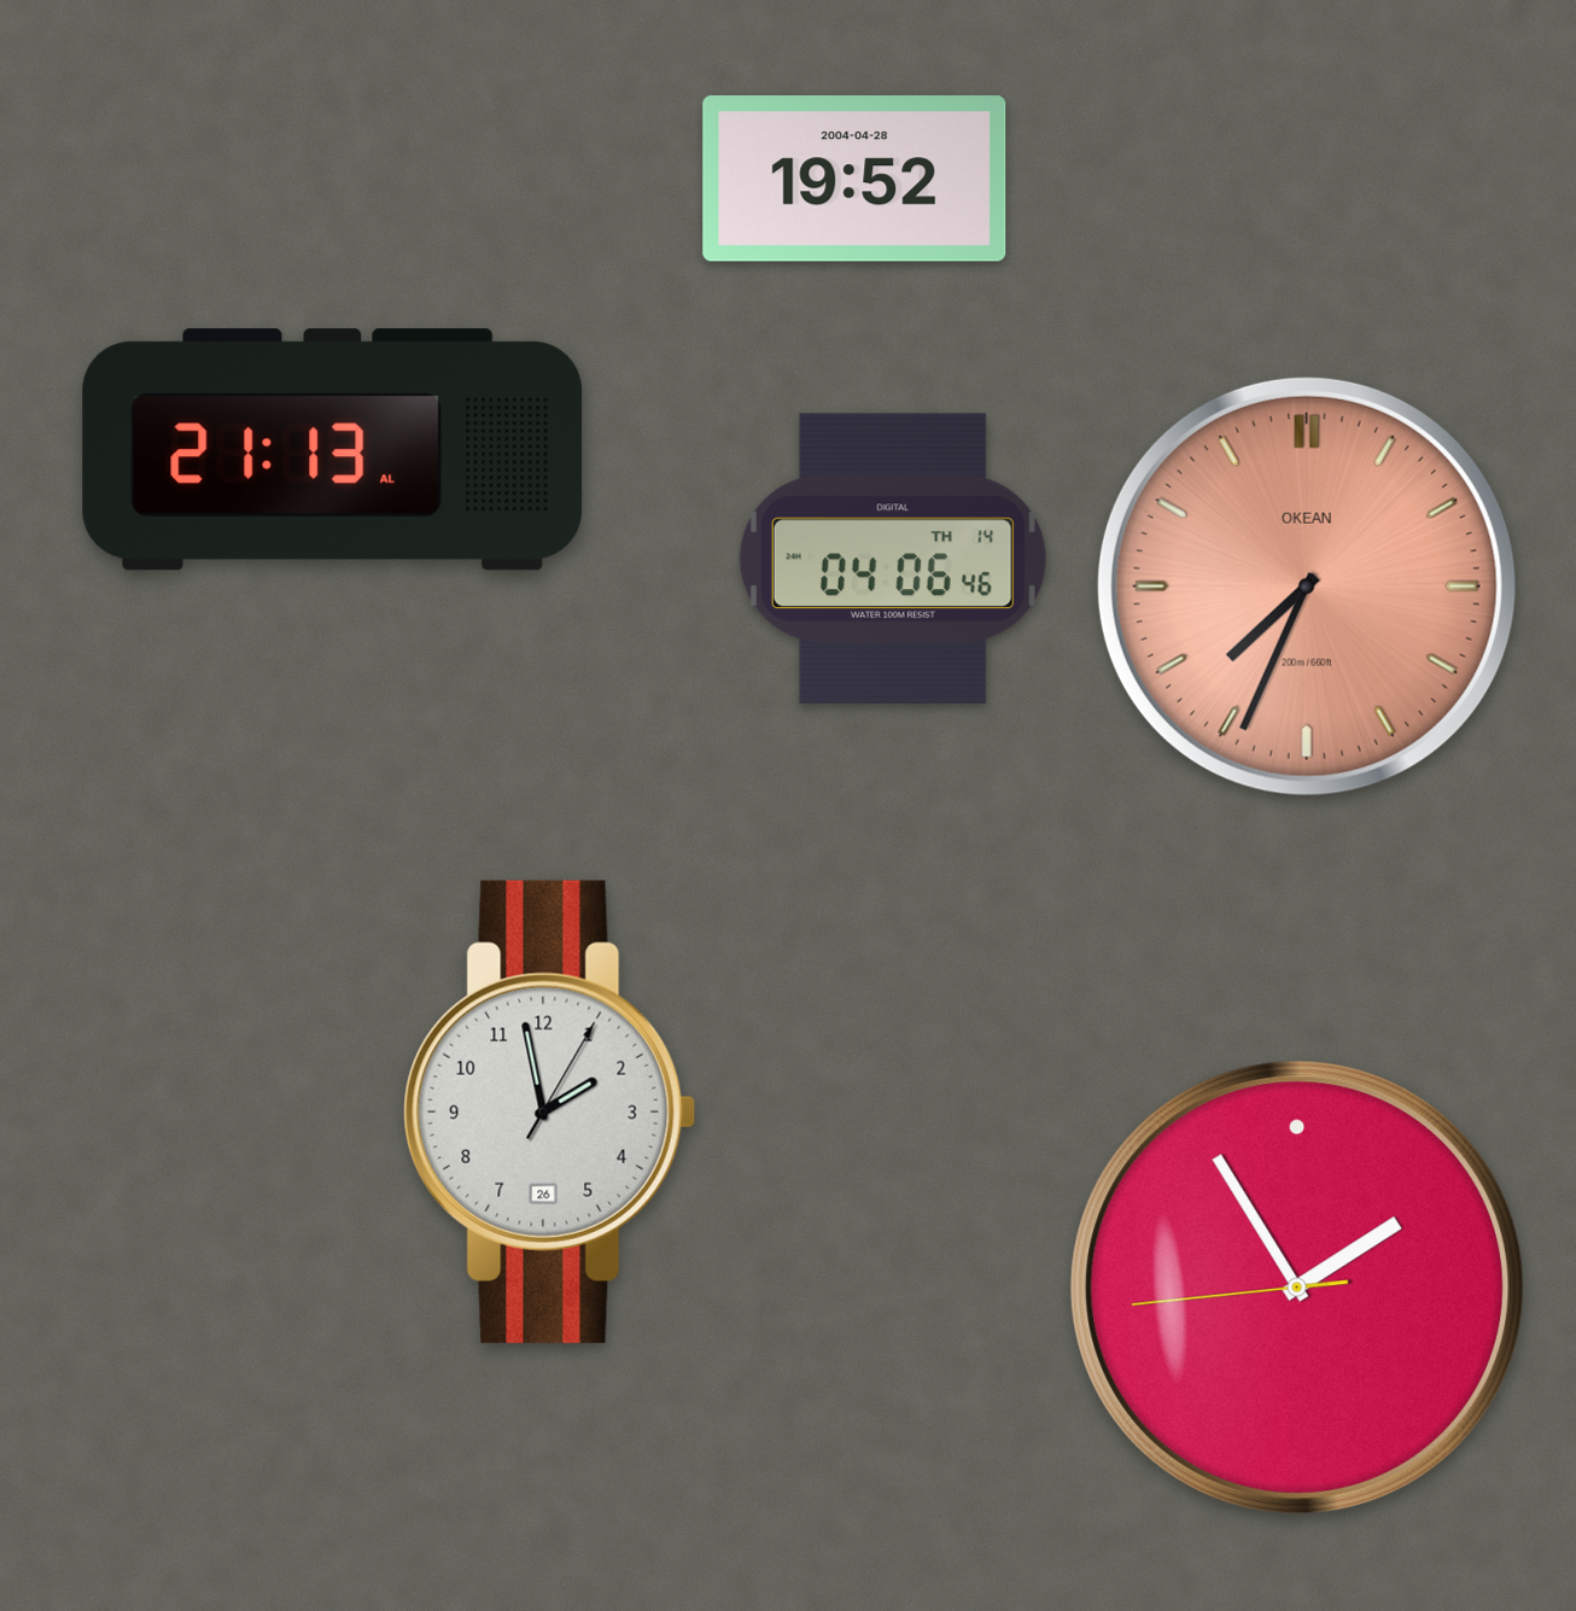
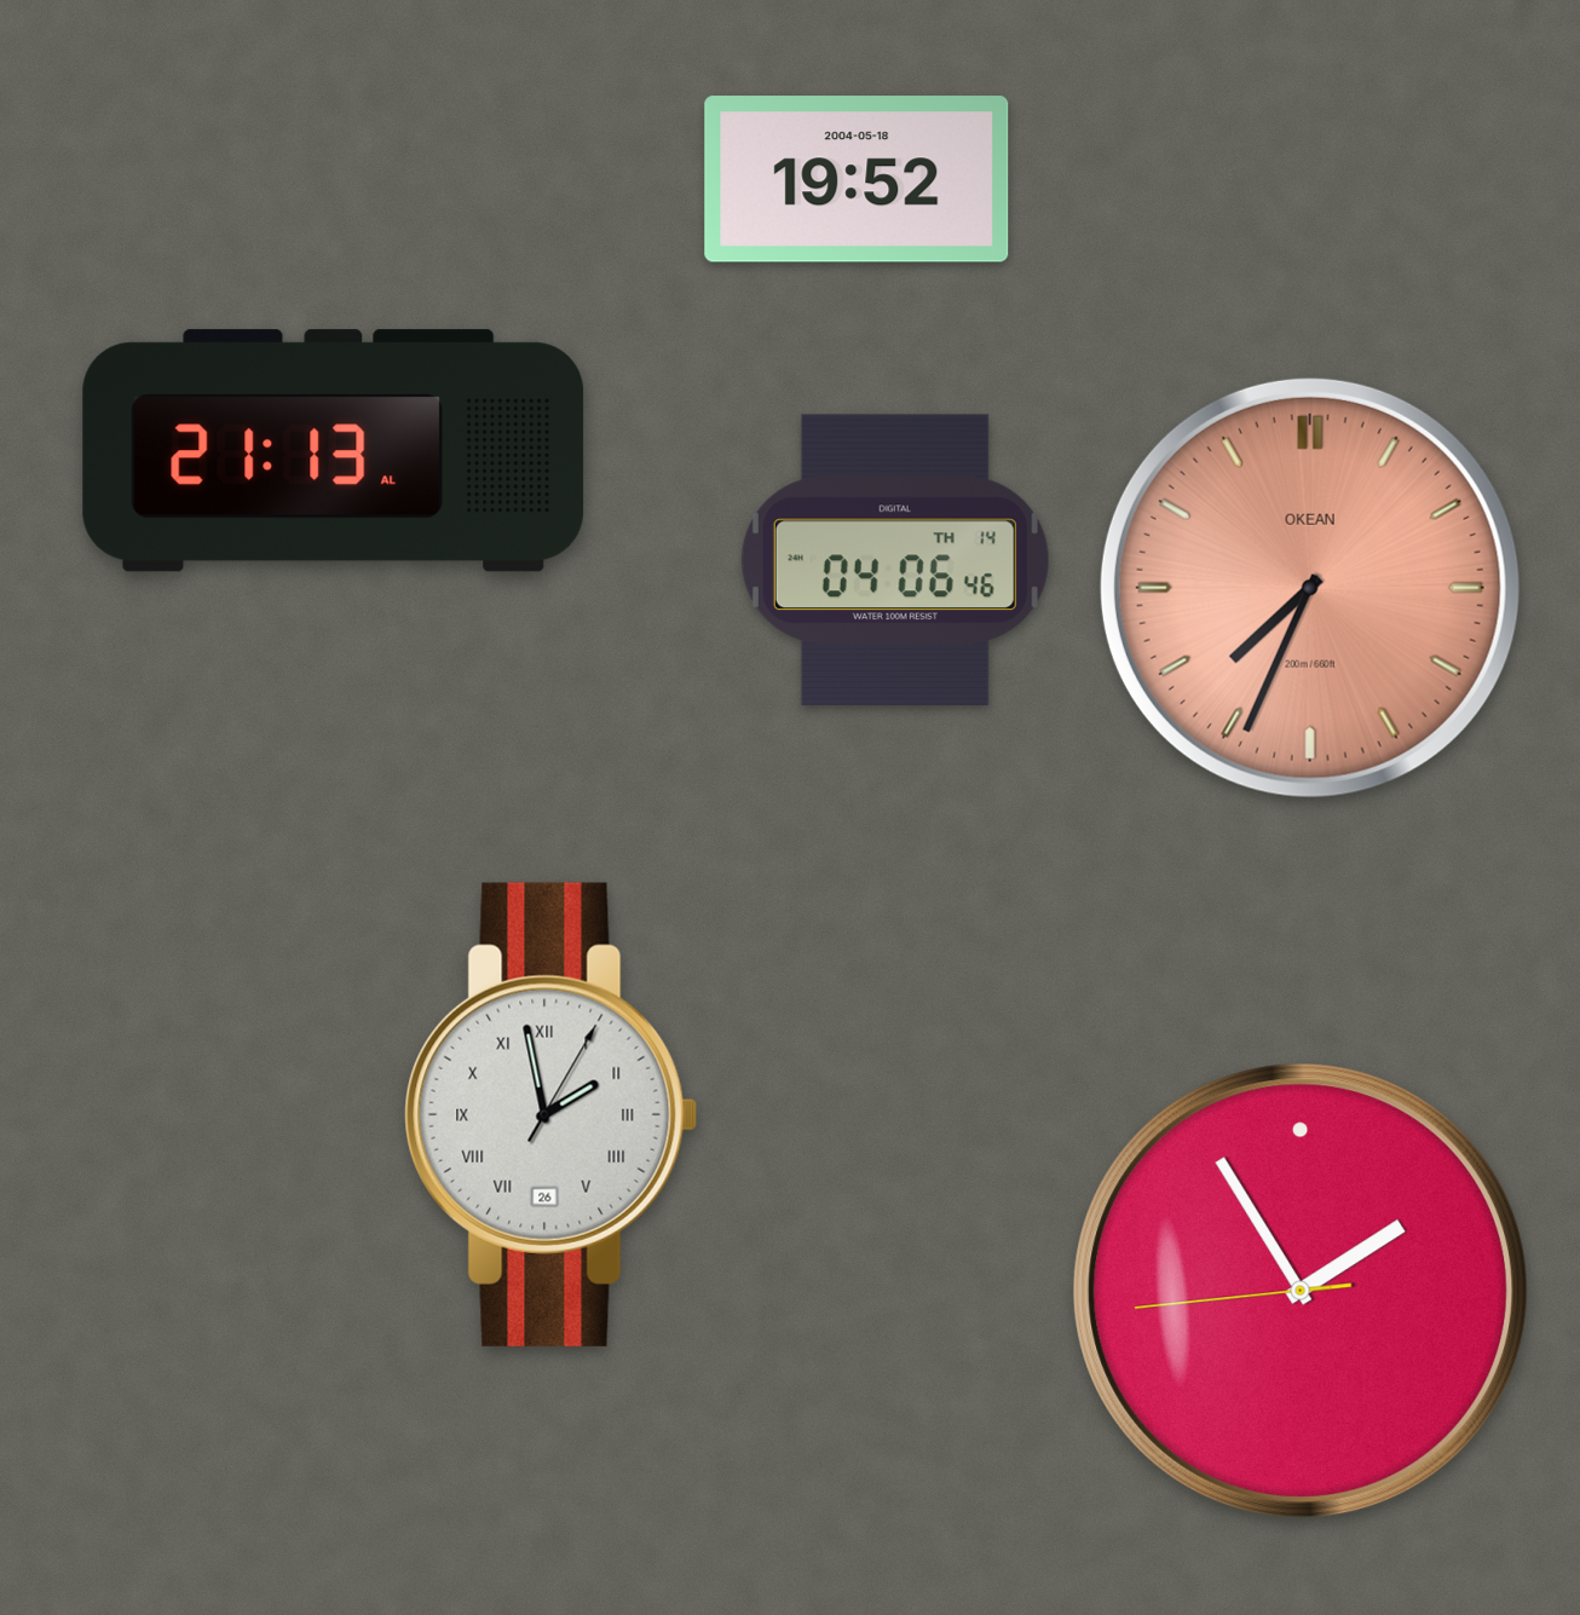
clock at (854, 179) date: 2004-04-28 -> 2004-05-18
clock at (550, 1111) numerals: Arabic -> Roman
